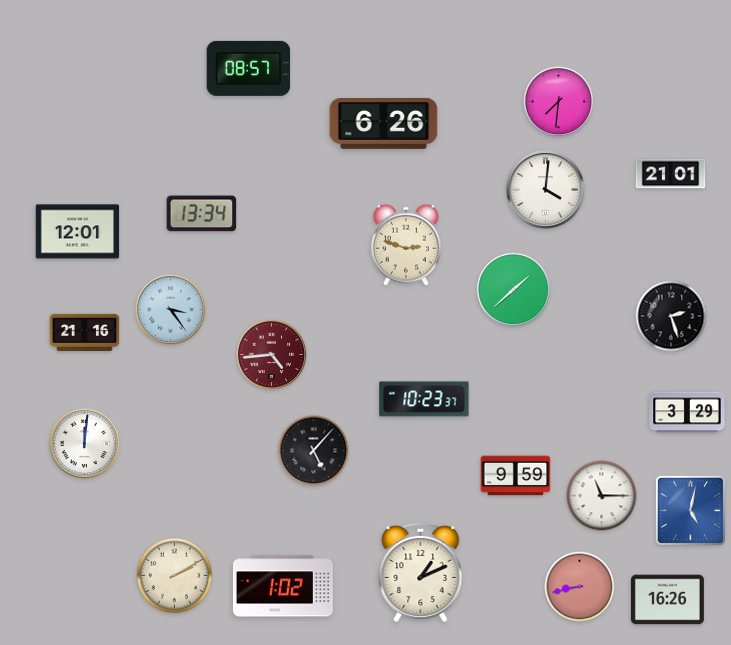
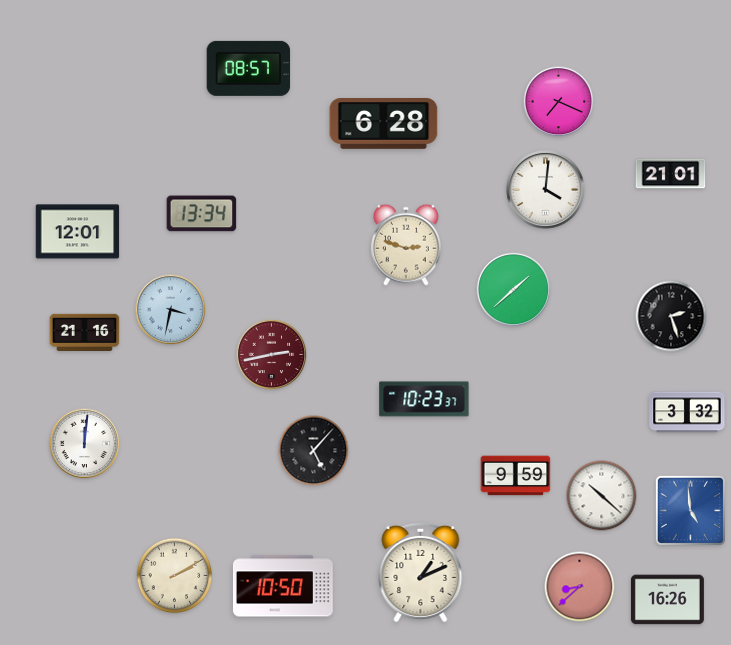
clock at (559, 102): 7:31 -> 7:19
clock at (384, 124): 6:26 -> 6:28
clock at (171, 310): 3:24 -> 3:32
clock at (272, 355): 4:44 -> 2:43
clock at (687, 412): 3:29 -> 3:32
clock at (602, 496): 11:15 -> 10:22
clock at (690, 510): 5:02 -> 4:59
clock at (283, 586): 1:02 -> 10:50
clock at (580, 587): 8:43 -> 8:38
